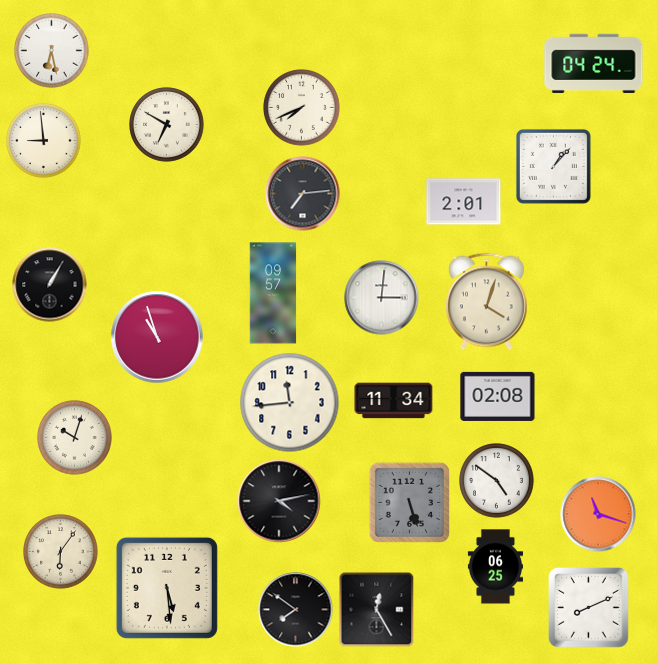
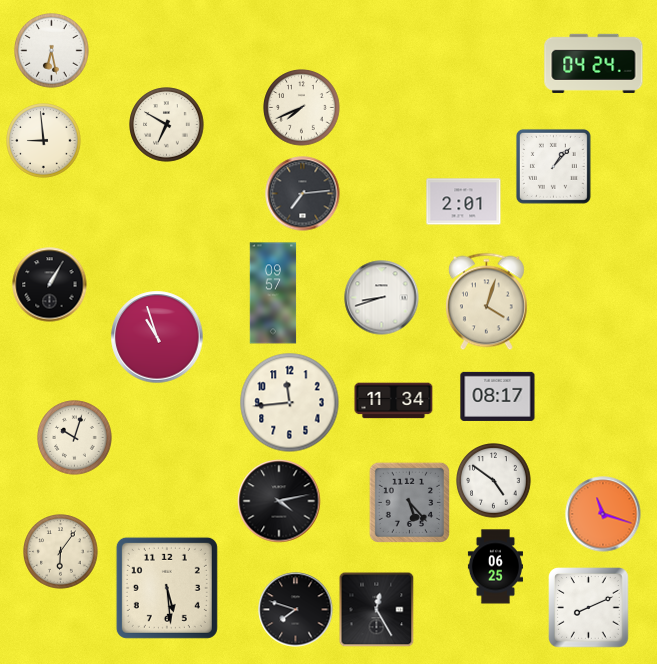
clock at (382, 298): 3:01 -> 8:42
clock at (498, 396): 02:08 -> 08:17
clock at (497, 481) position: (497, 481) -> (494, 481)
clock at (409, 502): 5:27 -> 5:23
clock at (598, 514) position: (598, 514) -> (603, 514)
clock at (296, 610): 7:51 -> 7:48
